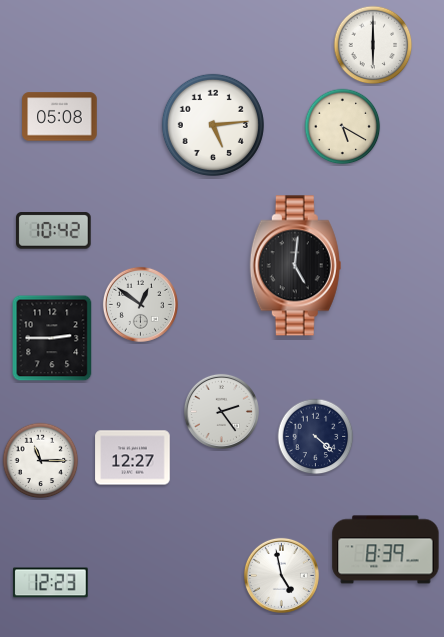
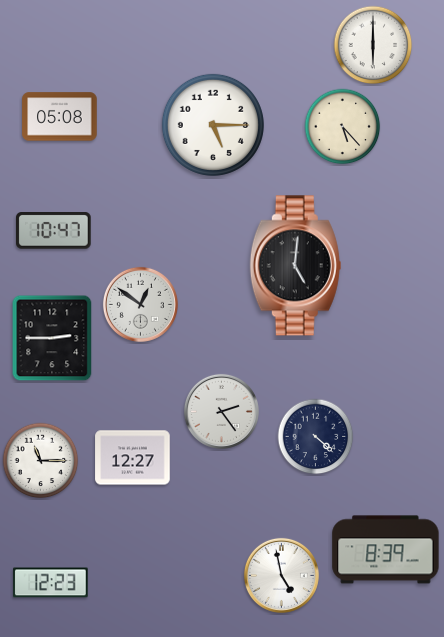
clock at (213, 125): 5:14 -> 5:15
clock at (343, 127): 5:20 -> 5:23
clock at (54, 231): 10:42 -> 10:47
